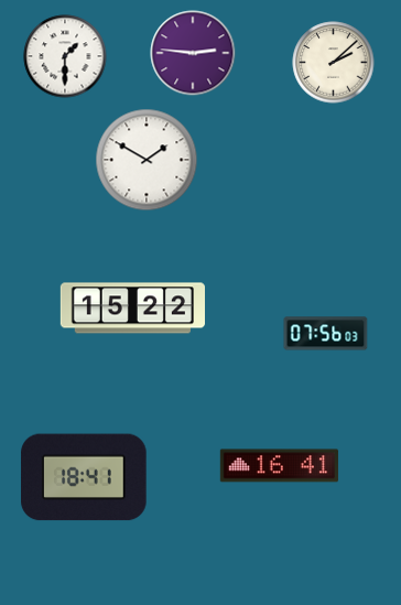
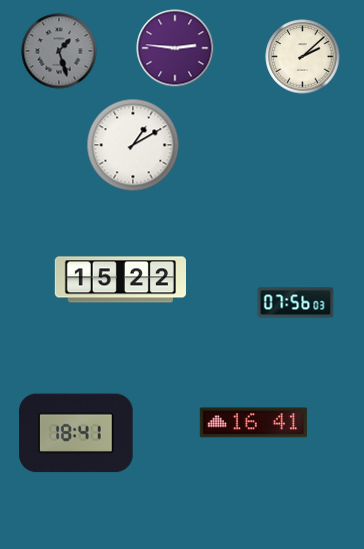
clock at (65, 56): 1:30 -> 1:27
clock at (65, 56) dial: white -> grey
clock at (147, 160): 1:50 -> 1:10
